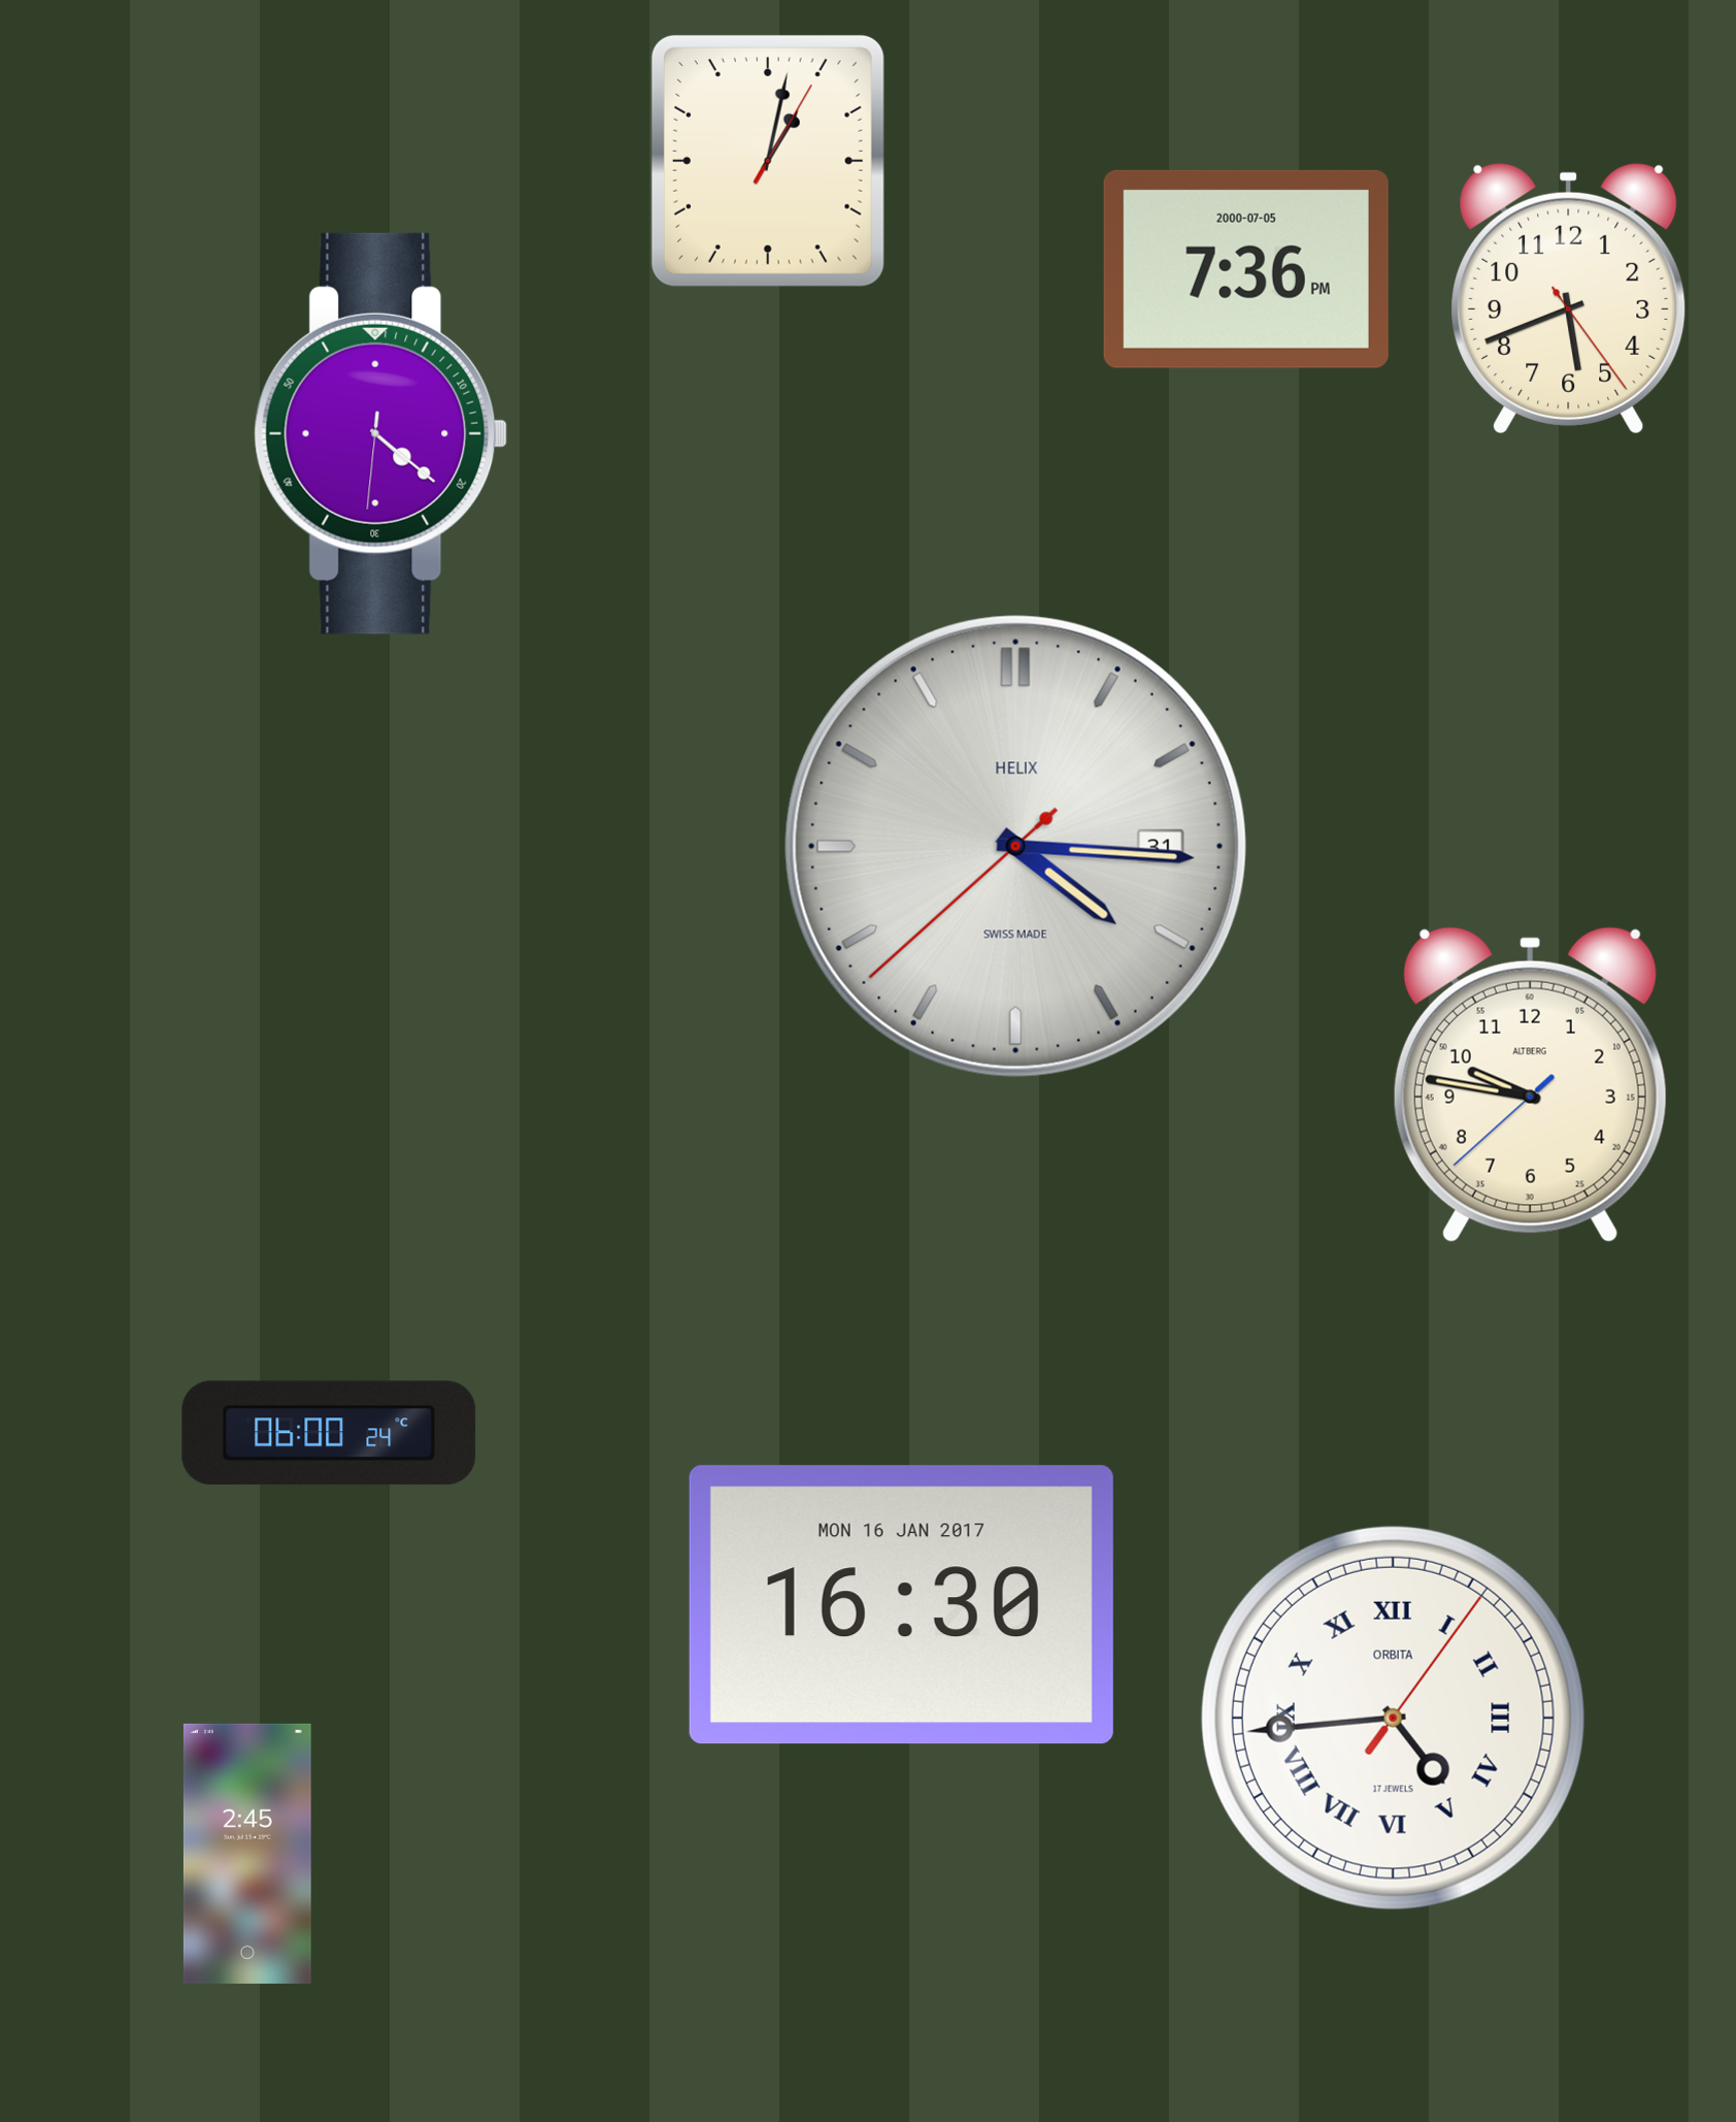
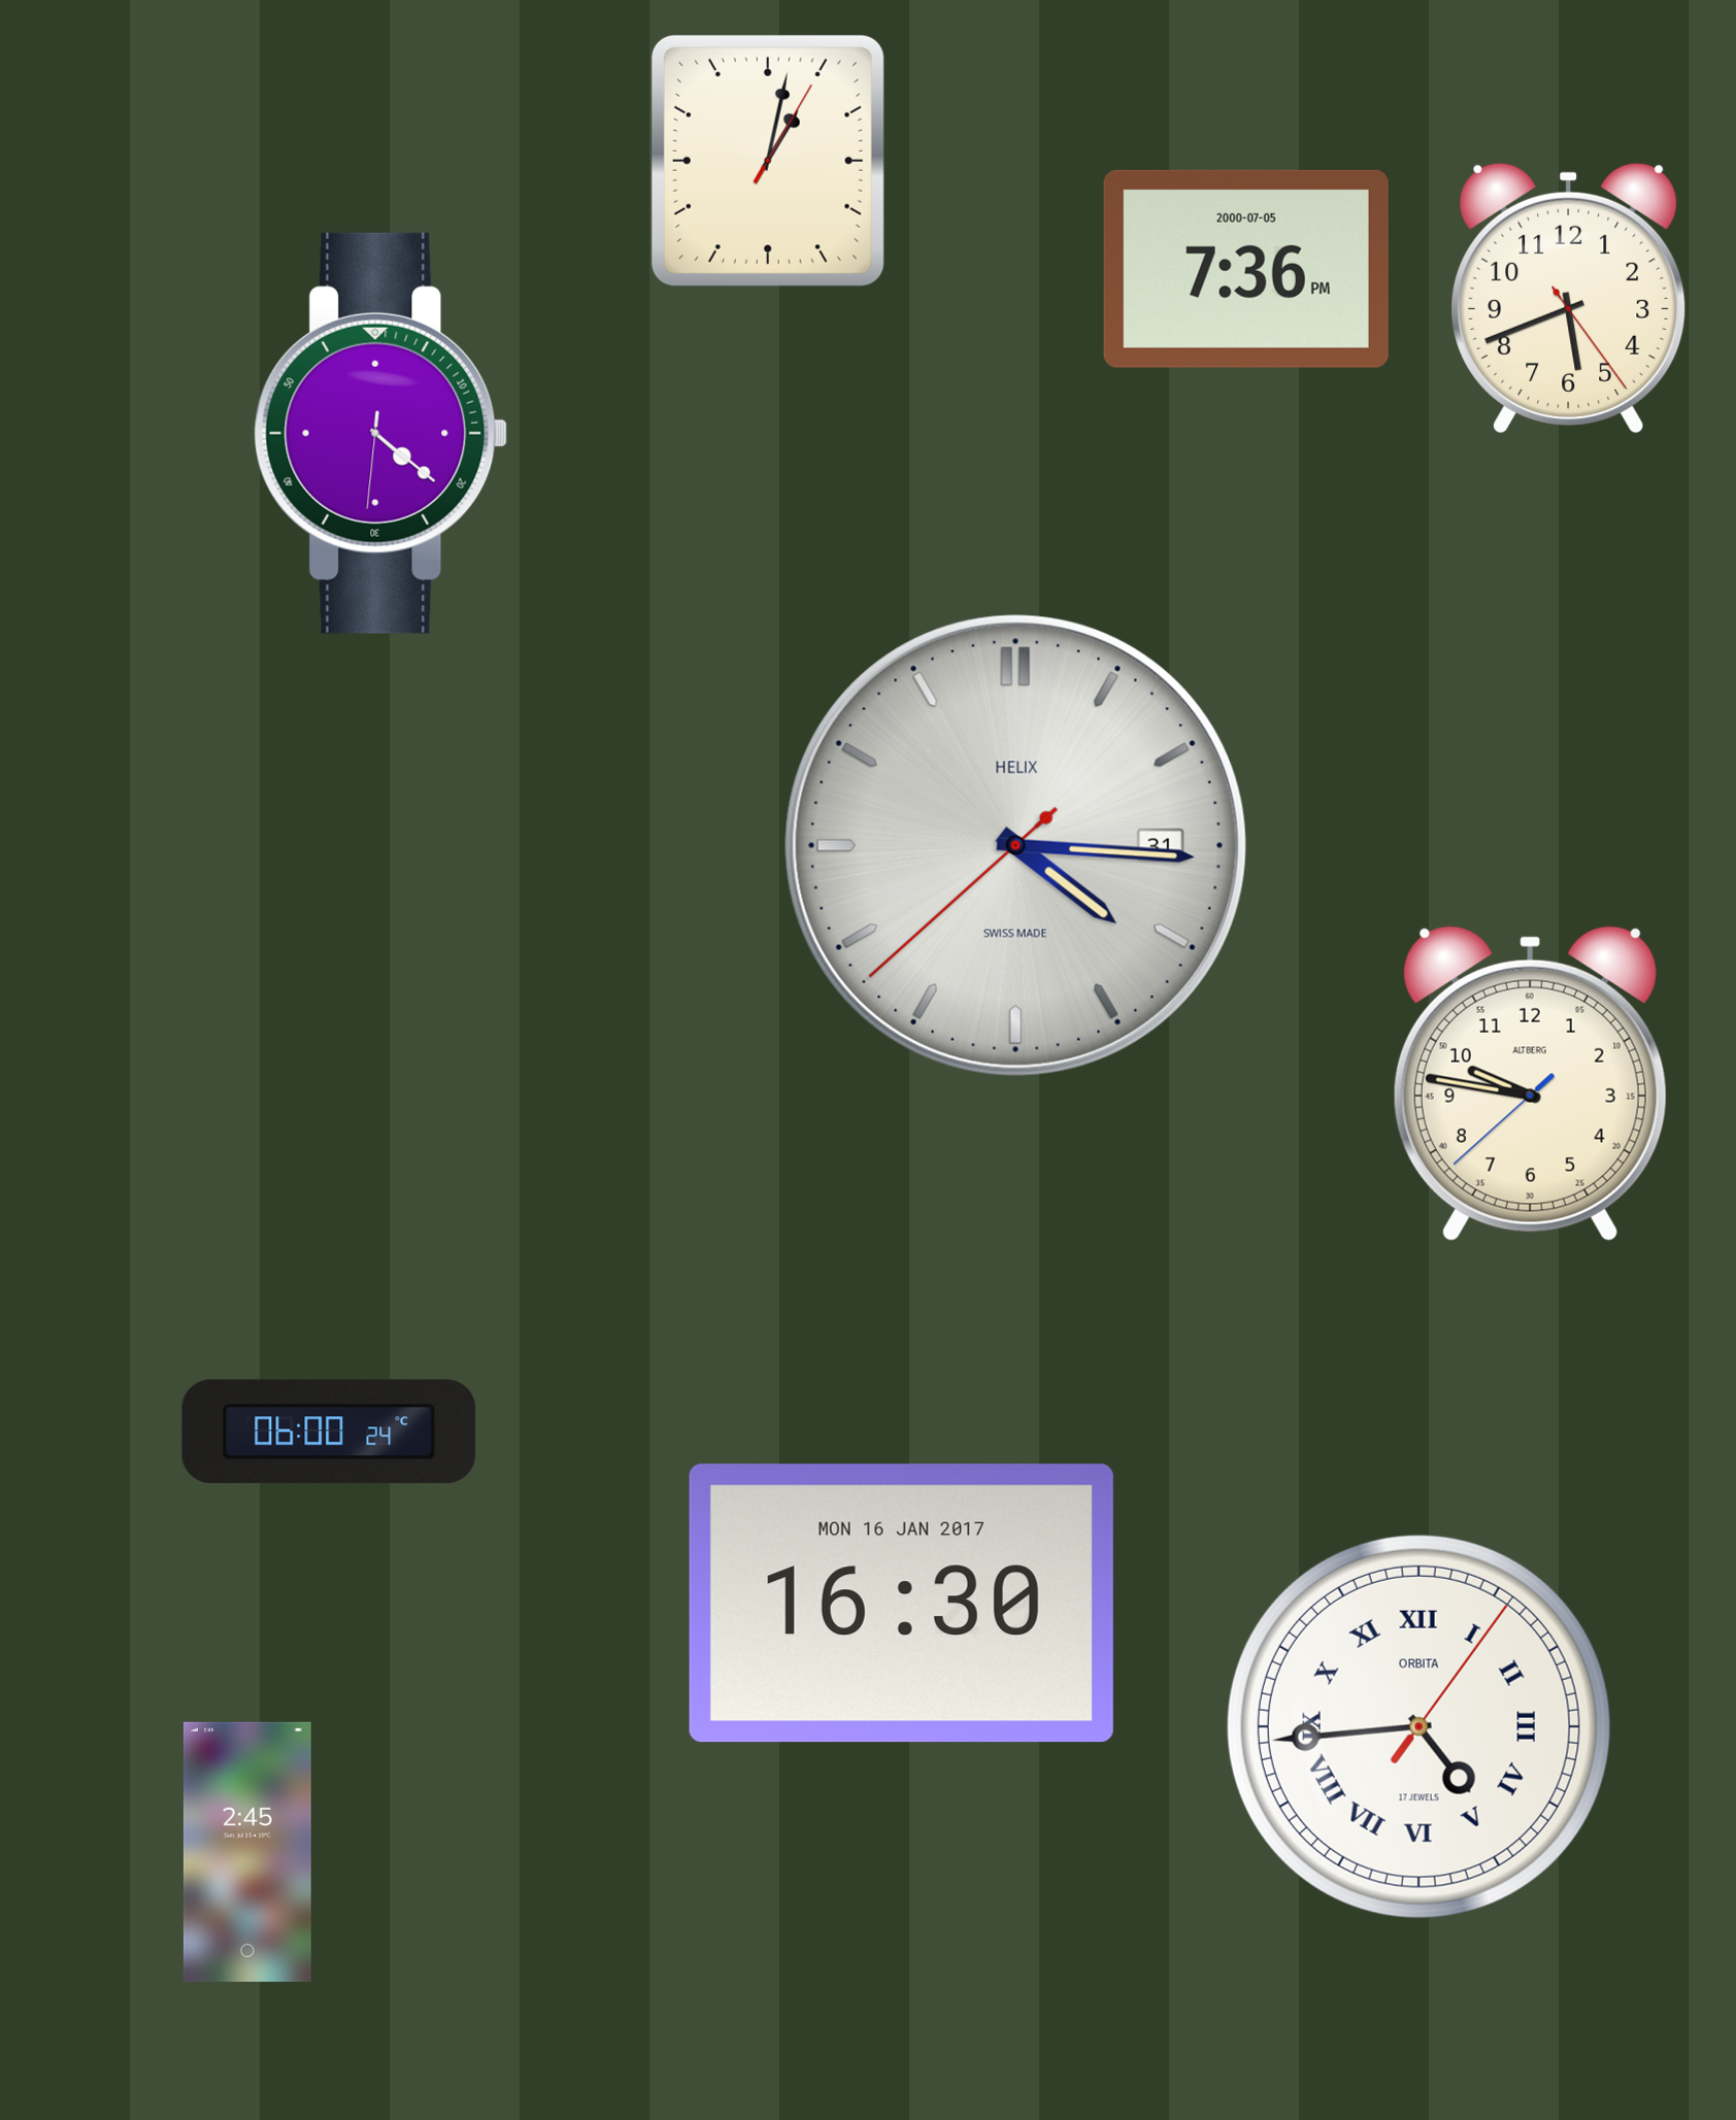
clock at (1393, 1718) position: (1393, 1718) -> (1418, 1726)
